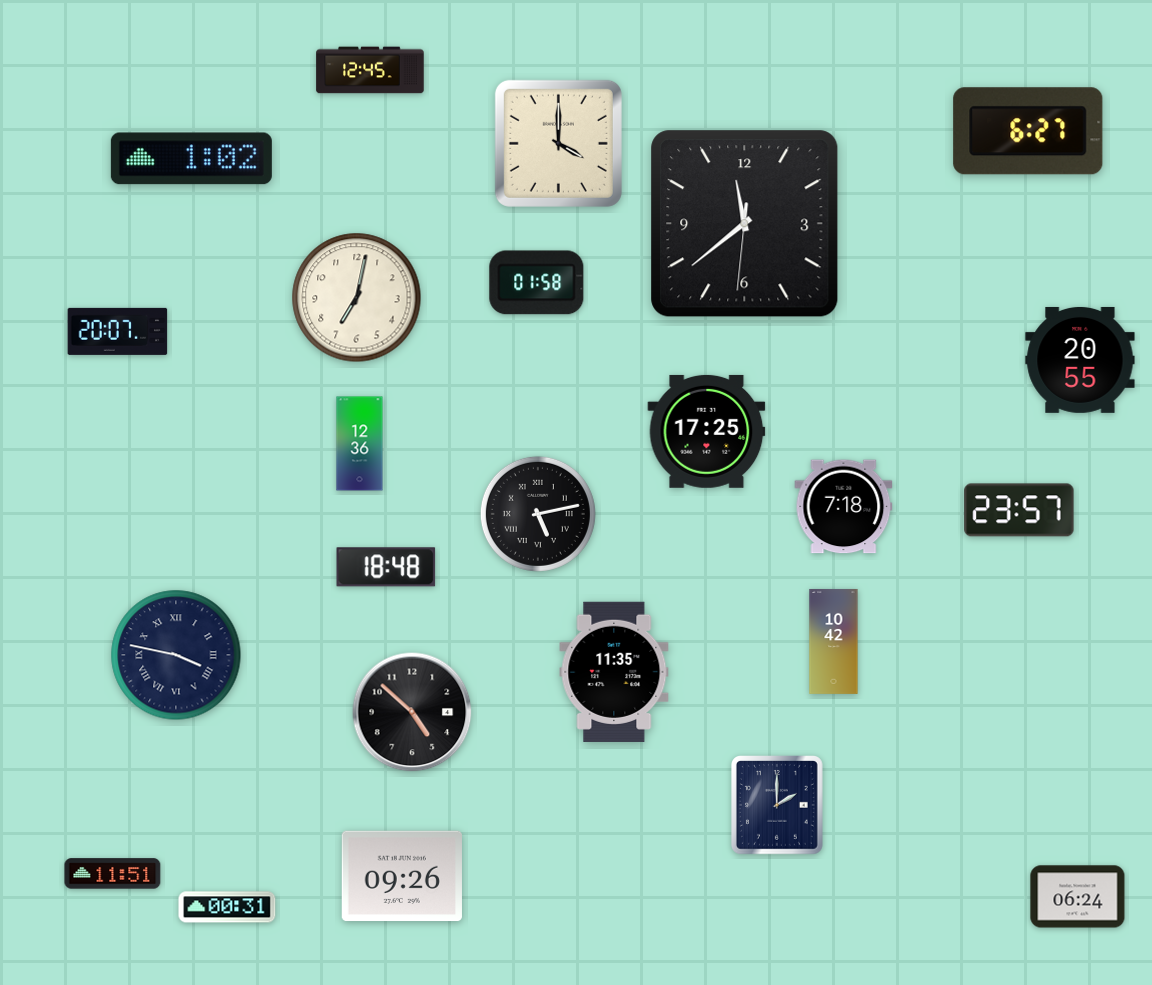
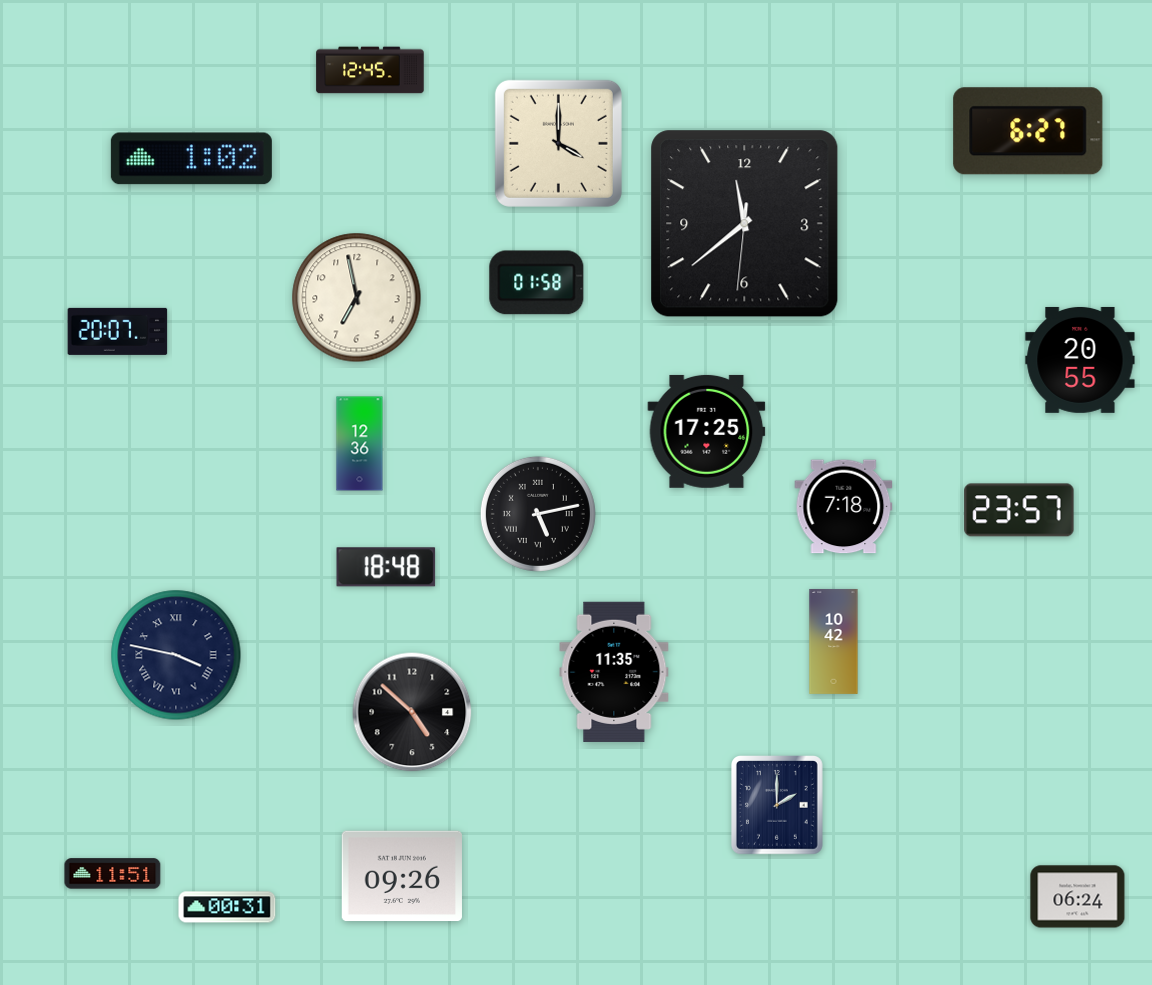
clock at (357, 298): 7:02 -> 6:58
